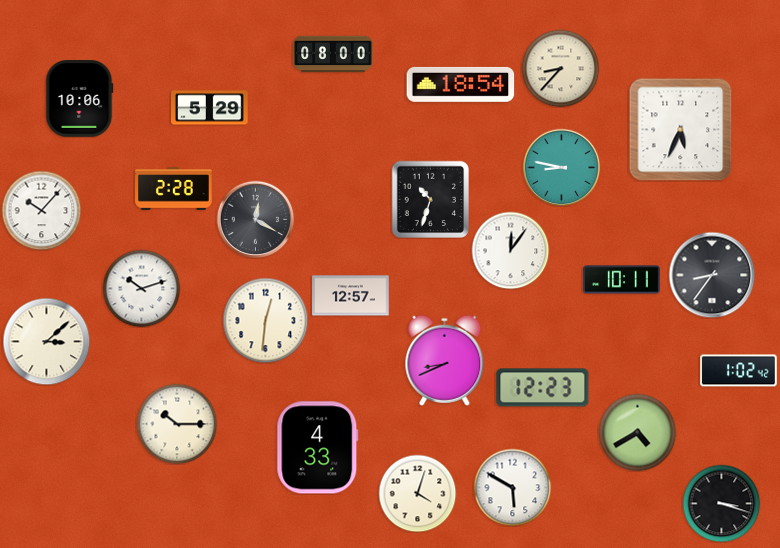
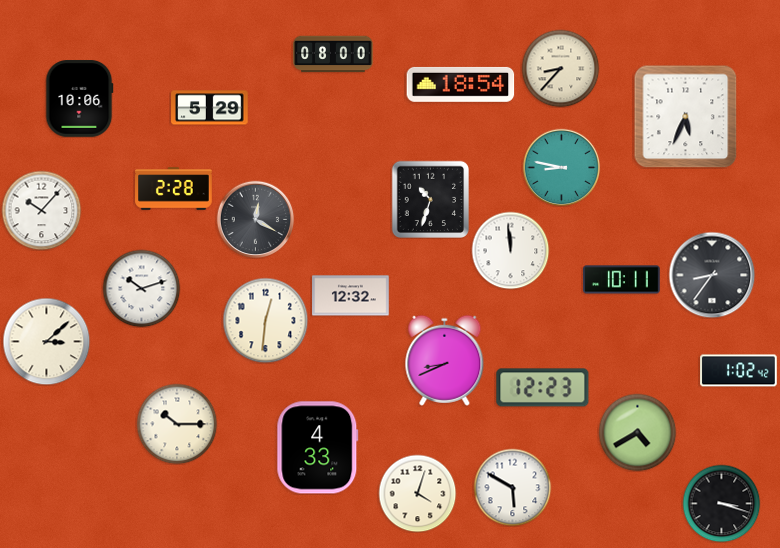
clock at (680, 129) position: (680, 129) -> (685, 116)
clock at (510, 250): 12:06 -> 11:59
clock at (351, 296): 12:57 -> 12:32
